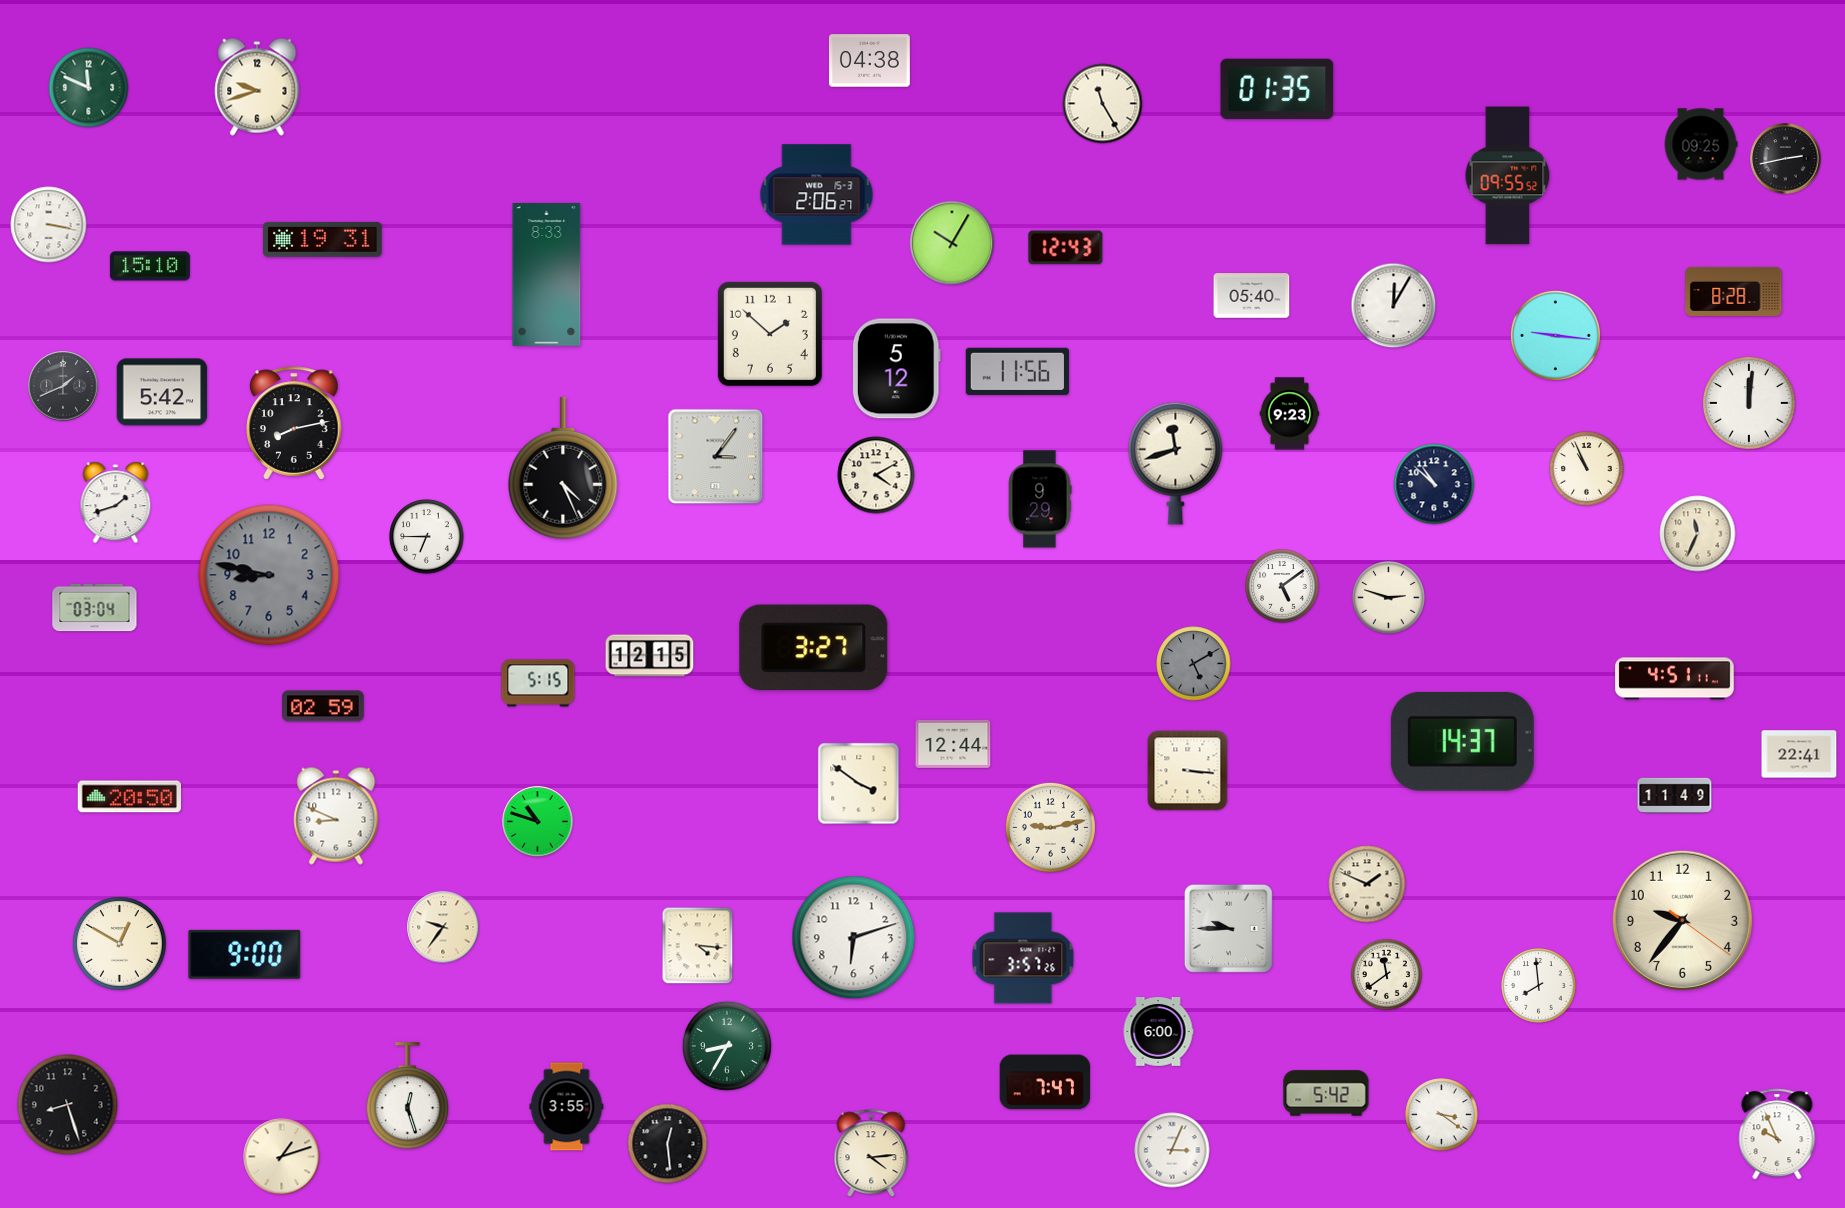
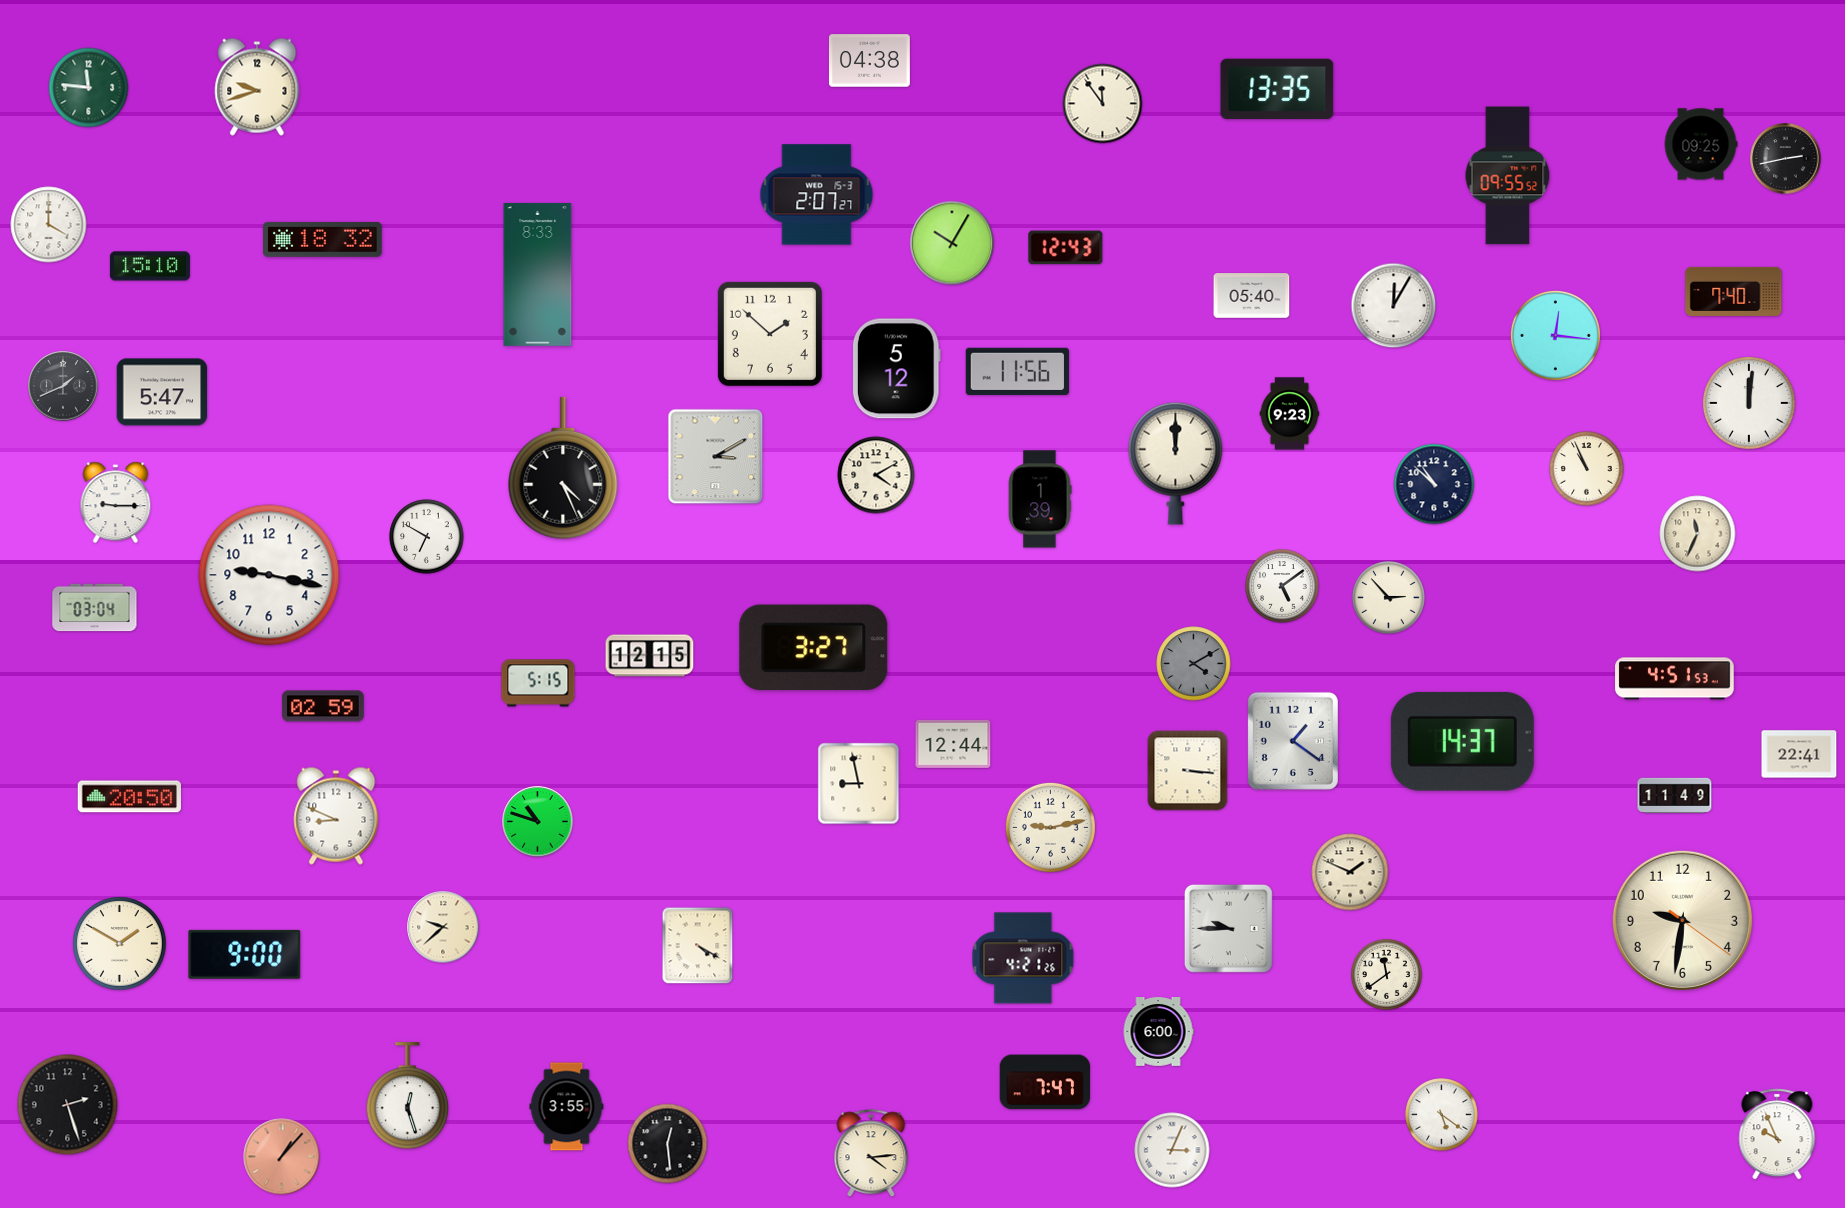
clock at (89, 88): 11:49 -> 11:46
clock at (1277, 89): 01:35 -> 13:35
clock at (1103, 104): 11:25 -> 11:54
clock at (817, 195): 2:06 -> 2:07
clock at (49, 225): 3:17 -> 4:00
clock at (323, 239): 19:31 -> 18:32
clock at (547, 275) position: (547, 275) -> (538, 275)
clock at (1734, 291): 8:28 -> 7:40
clock at (1555, 335): 9:16 -> 12:16
clock at (162, 392): 5:42 -> 5:47
clock at (294, 423): 8:13 -> none
clock at (716, 457): 3:06 -> 3:10
clock at (1176, 463): 11:42 -> 12:00
clock at (1040, 499): 9:29 -> 1:39
clock at (116, 503): 1:42 -> 9:15
clock at (427, 537): 6:45 -> 6:50
clock at (269, 575): 8:47 -> 9:17
clock at (269, 575) dial: grey -> white
clock at (1389, 598): 2:48 -> 2:53
clock at (1194, 664): 5:10 -> 4:10
clock at (1675, 679): 4:51:11 -> 4:51:53
clock at (1293, 741): none -> 1:21
clock at (859, 784): 3:51 -> 8:58
clock at (1367, 884) position: (1367, 884) -> (1350, 872)
clock at (1682, 920): 9:36 -> 9:31
clock at (443, 927): 9:36 -> 9:38
clock at (854, 938): 6:12 -> none
clock at (120, 944): 12:50 -> 1:50
clock at (698, 946): 4:16 -> 4:20
clock at (1023, 958): 3:57 -> 4:21
clock at (1539, 986): 7:59 -> none
clock at (727, 1046): 8:35 -> none
clock at (1326, 1093): 5:42 -> none
clock at (68, 1105): 8:27 -> 2:27
clock at (1442, 1115): 3:21 -> 5:21
clock at (282, 1157): 1:12 -> 1:07
clock at (282, 1157) dial: cream -> salmon
